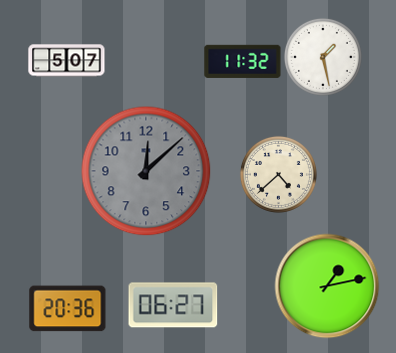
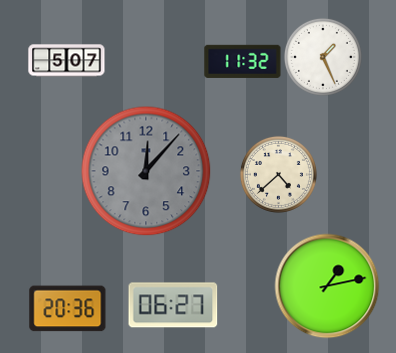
clock at (323, 57): 1:28 -> 1:26
clock at (146, 171): 12:08 -> 12:07
